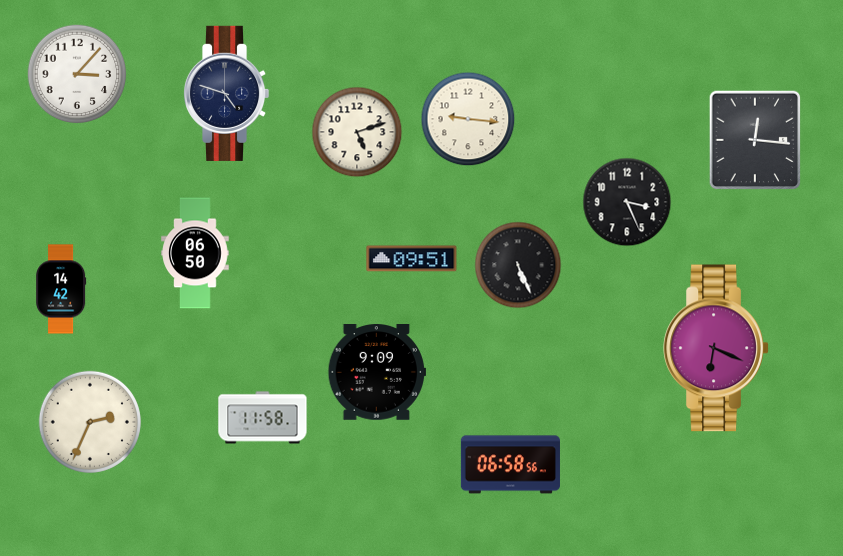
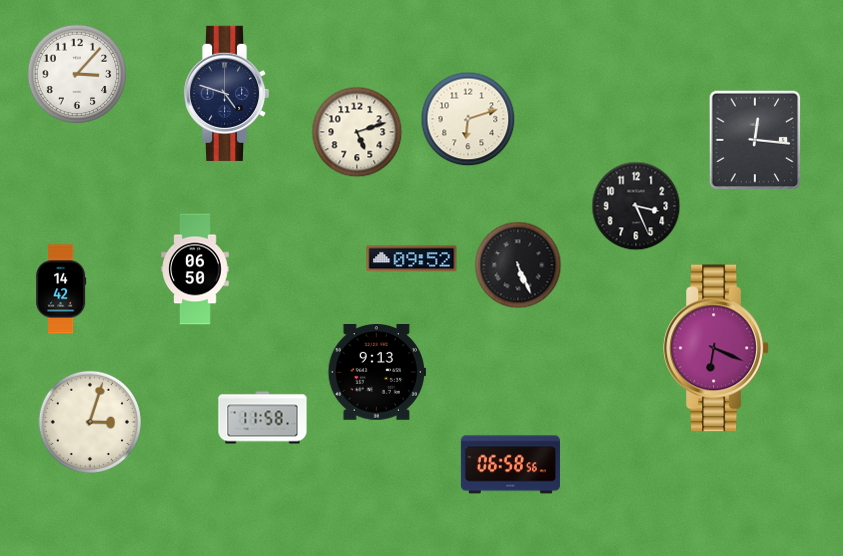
clock at (468, 119): 9:16 -> 6:12
clock at (627, 202) position: (627, 202) -> (636, 206)
clock at (195, 253) position: (195, 253) -> (195, 269)
clock at (412, 259): 09:51 -> 09:52
clock at (376, 372): 9:09 -> 9:13
clock at (90, 422): 2:34 -> 3:03
